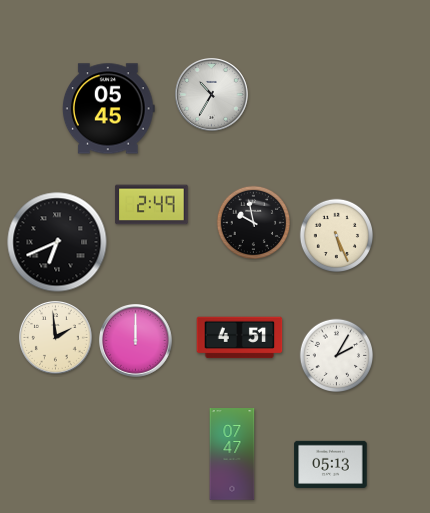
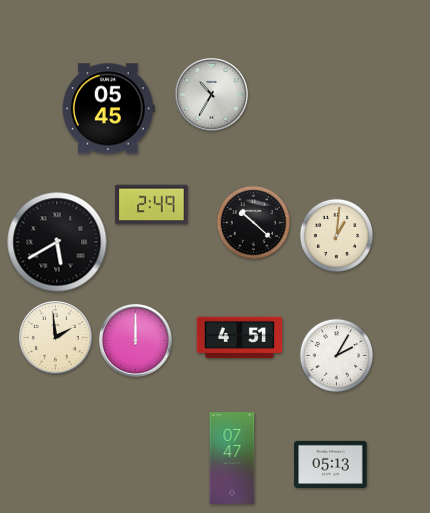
clock at (254, 223): 9:58 -> 10:22
clock at (337, 236): 5:26 -> 1:01
clock at (57, 242): 6:41 -> 5:40
clock at (232, 454) position: (232, 454) -> (232, 458)
